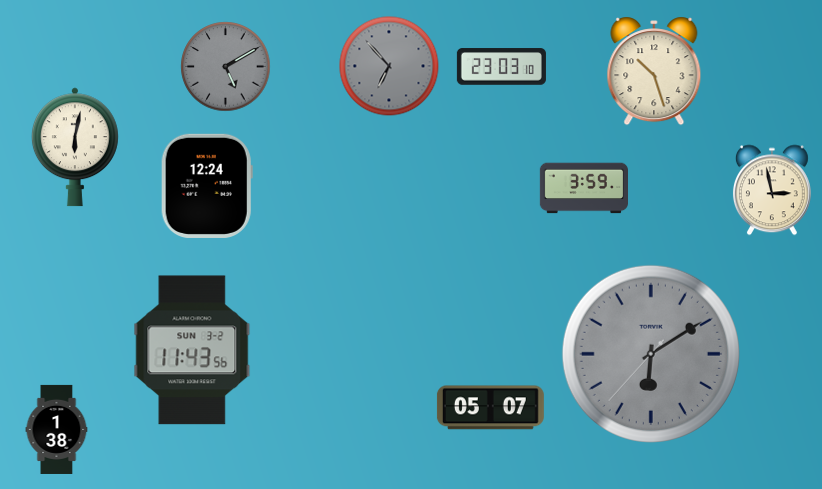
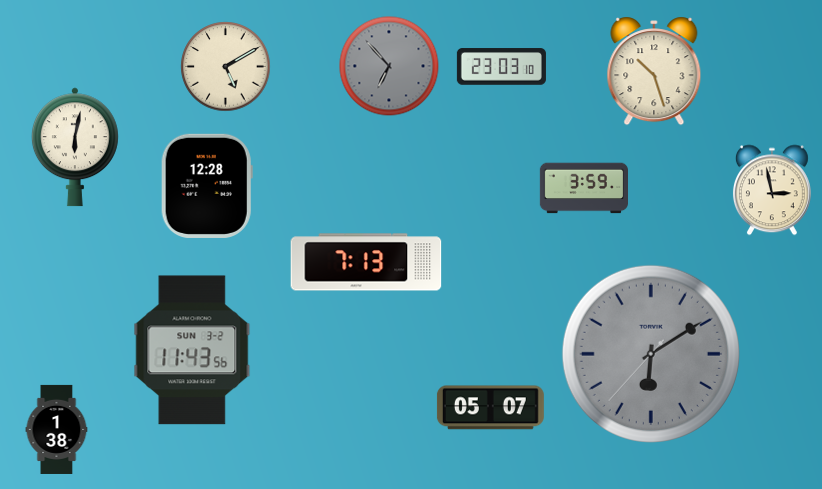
clock at (226, 67) dial: grey -> cream
clock at (207, 186): 12:24 -> 12:28
clock at (366, 262): none -> 7:13
